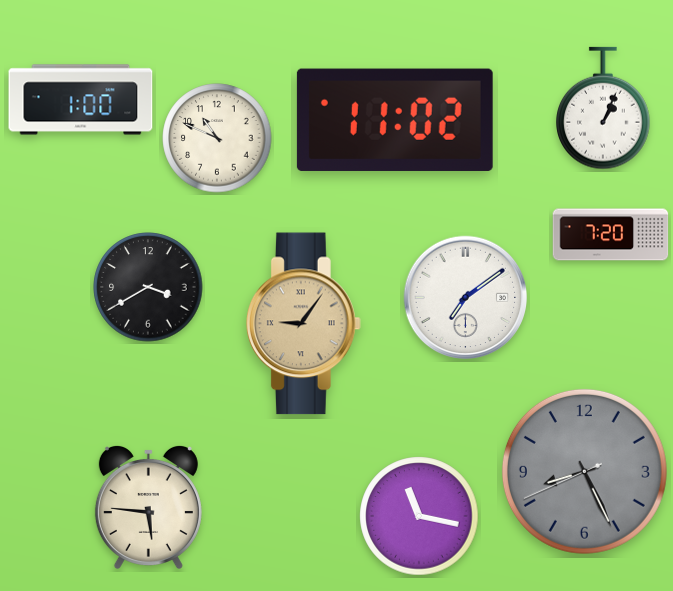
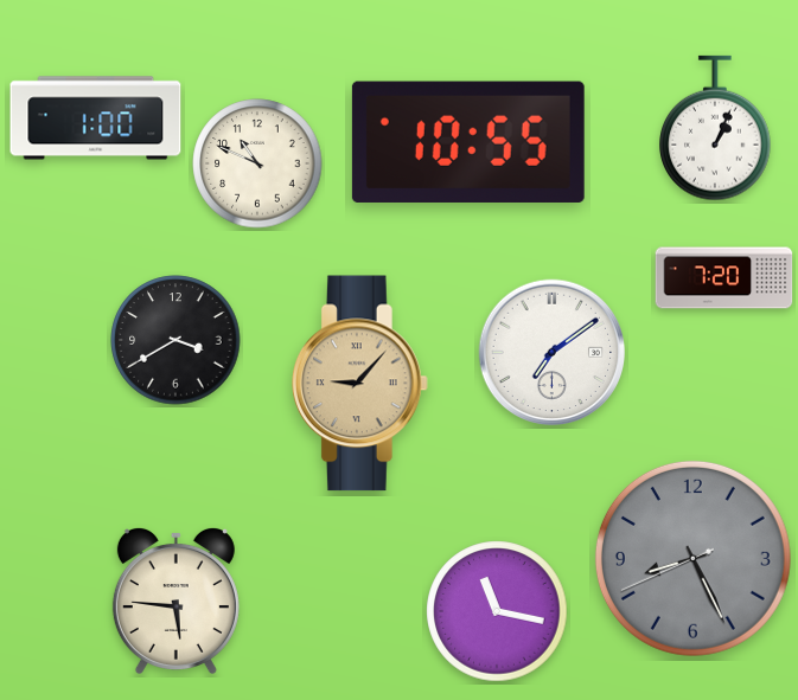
clock at (395, 120): 11:02 -> 10:55
clock at (303, 324): 9:06 -> 9:07
